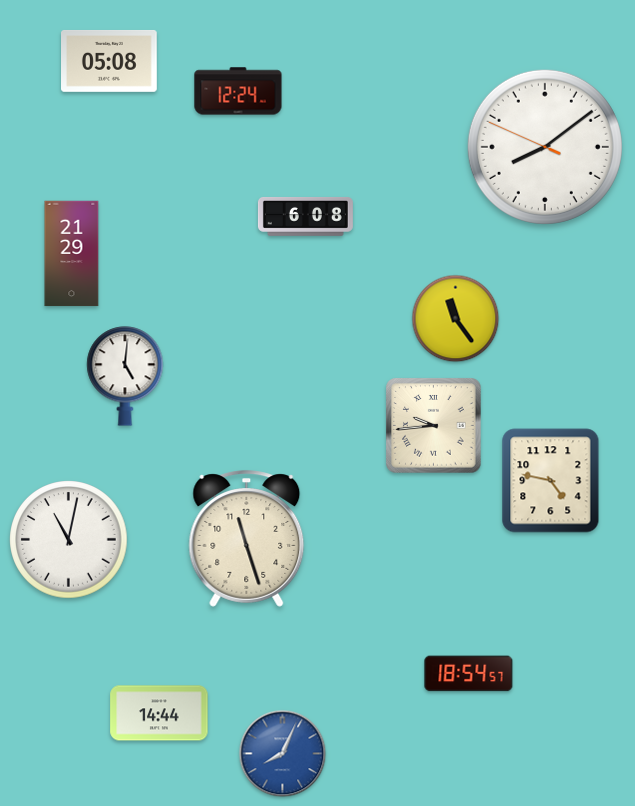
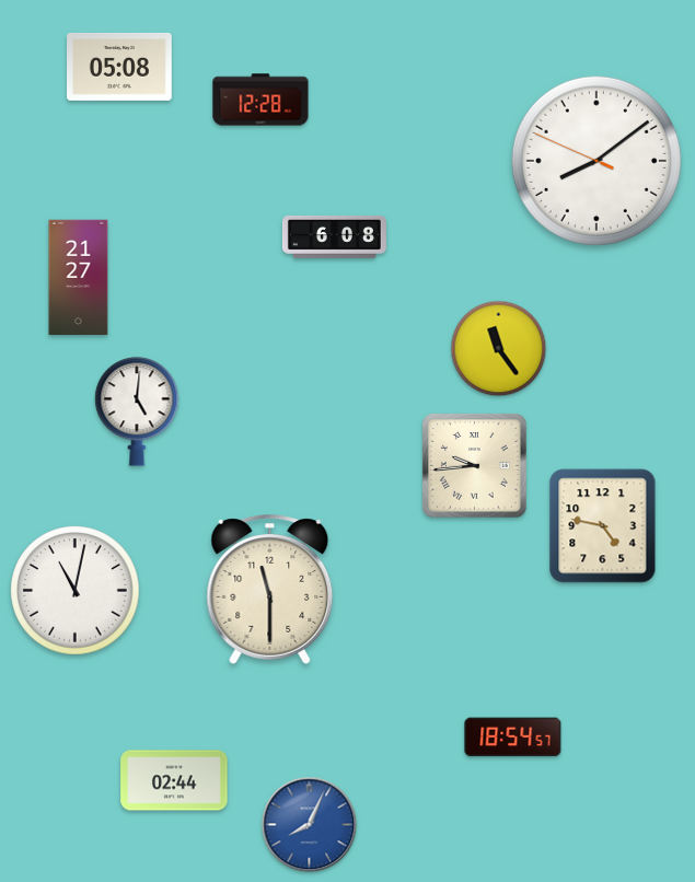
clock at (238, 91): 12:24 -> 12:28
clock at (72, 254): 21:29 -> 21:27
clock at (247, 539): 11:27 -> 11:30
clock at (159, 713): 14:44 -> 02:44
